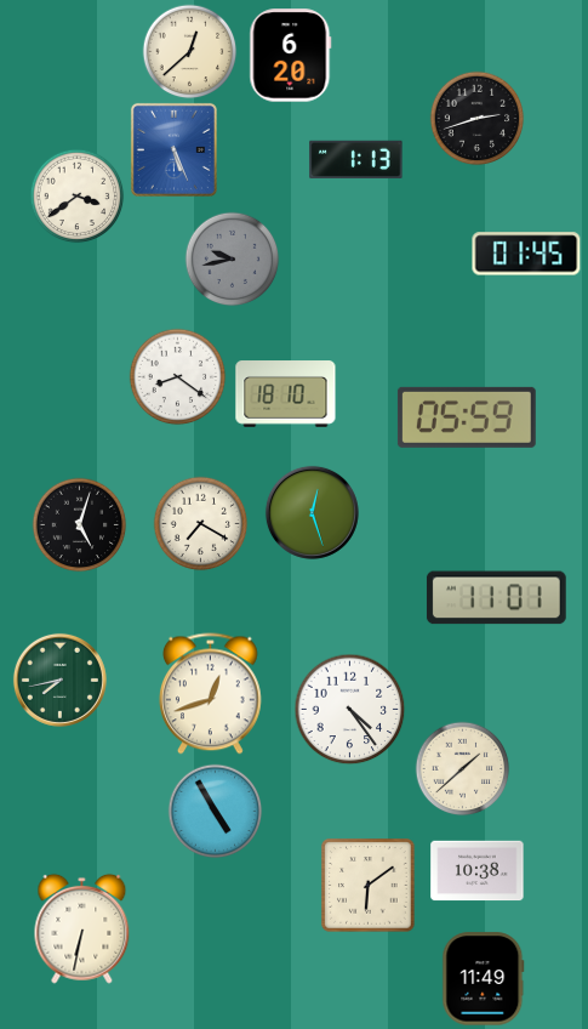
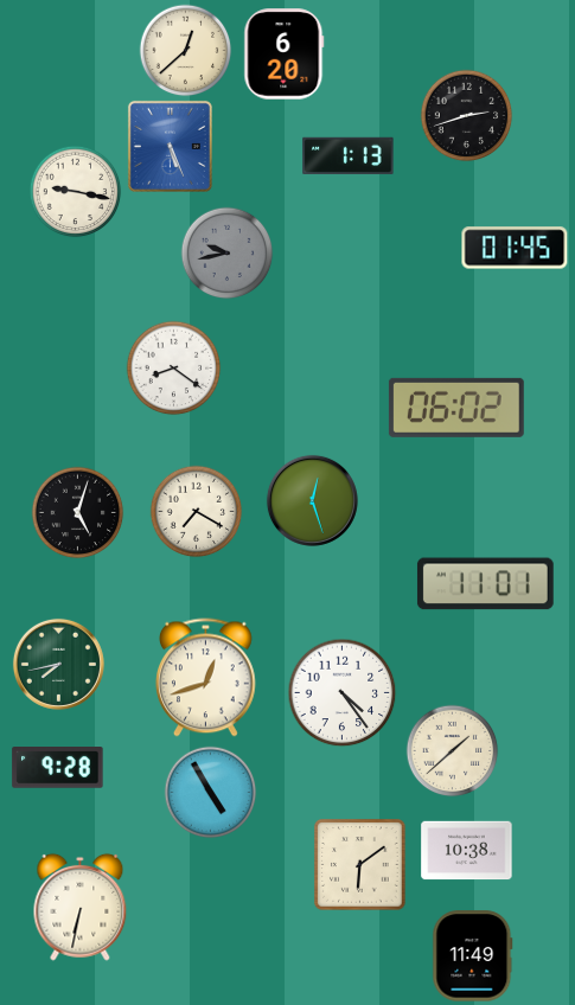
clock at (76, 195): 3:39 -> 9:17
clock at (286, 394): 18:10 -> none
clock at (467, 417): 05:59 -> 06:02
clock at (312, 512) position: (312, 512) -> (312, 500)
clock at (58, 768): none -> 9:28
